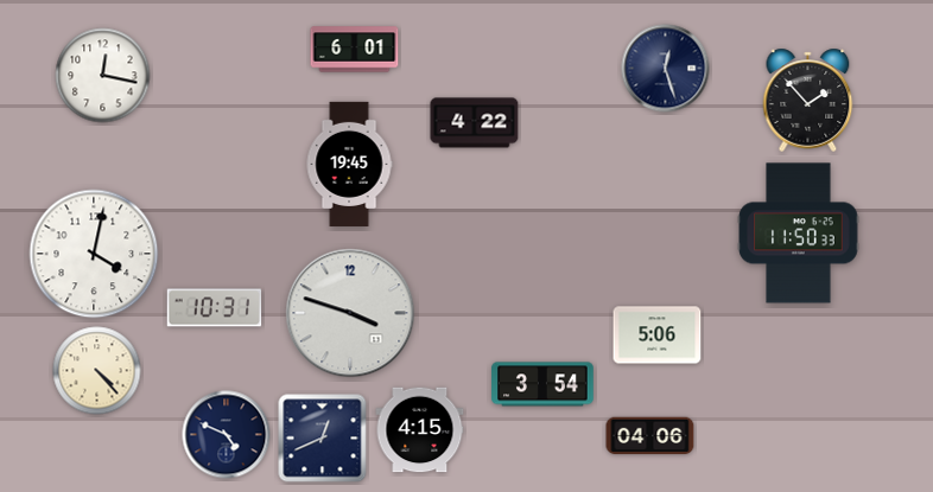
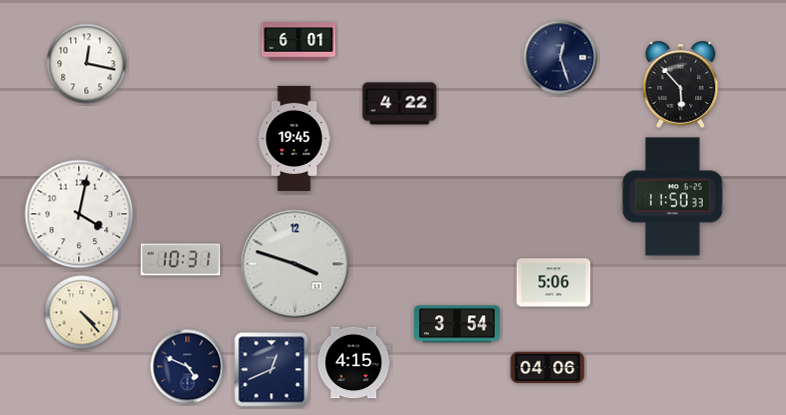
clock at (808, 100): 1:53 -> 5:53
clock at (227, 435) position: (227, 435) -> (188, 367)
